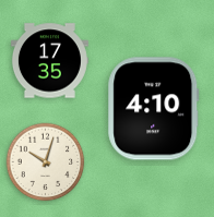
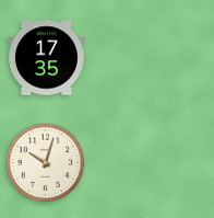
clock at (49, 61) position: (49, 61) -> (46, 58)
clock at (154, 109): 4:10 -> none
